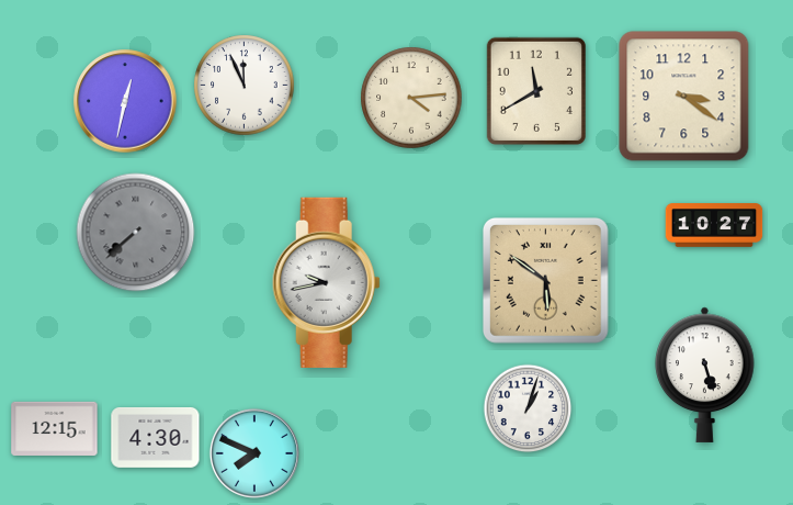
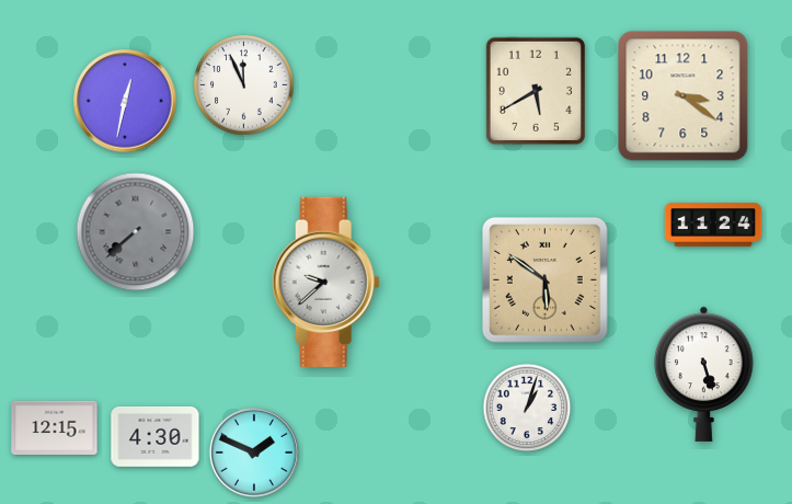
clock at (536, 91): 11:40 -> 5:40
clock at (411, 98): 4:14 -> none
clock at (714, 225): 10:27 -> 11:24
clock at (326, 282): 9:43 -> 9:38
clock at (254, 453): 7:49 -> 1:49
